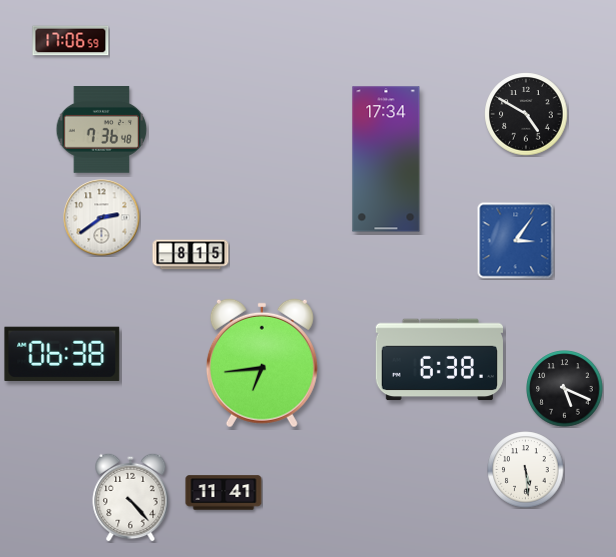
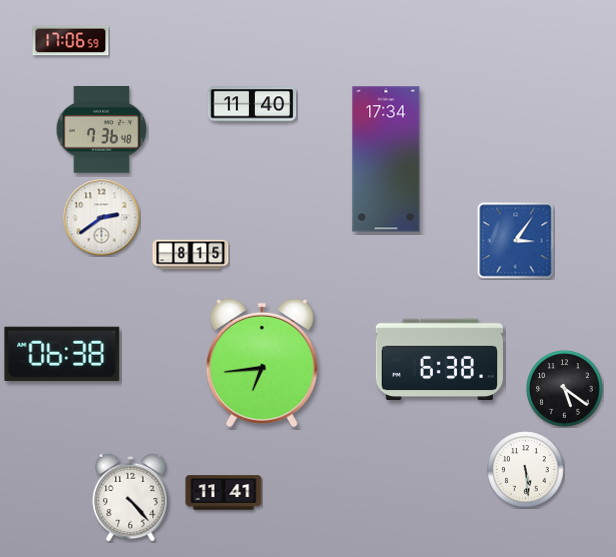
clock at (252, 104): none -> 11:40
clock at (526, 114): 4:50 -> none
clock at (565, 389): 5:19 -> 5:21
